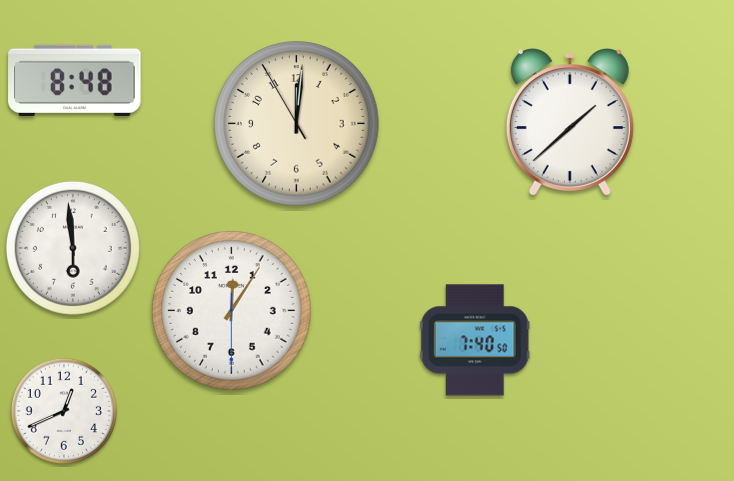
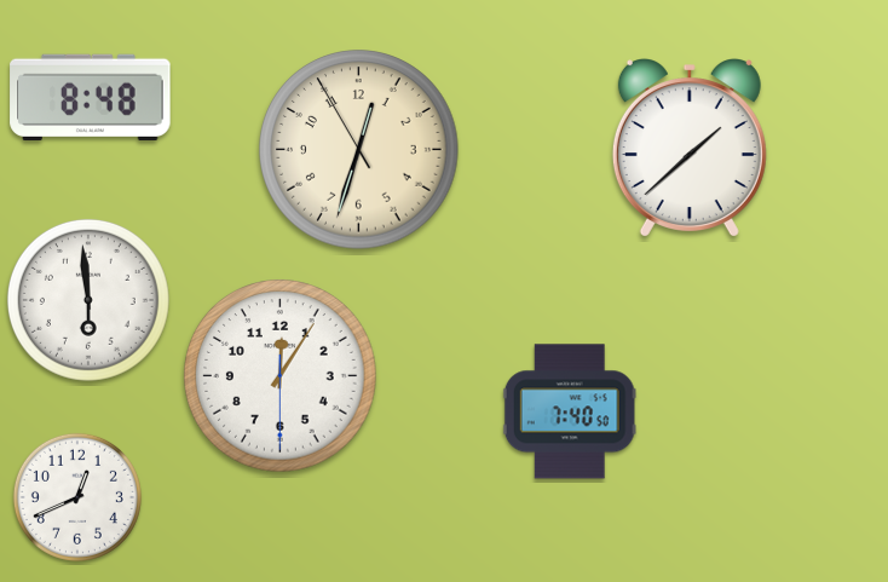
clock at (297, 124): 12:00 -> 12:32
clock at (475, 340) position: (475, 340) -> (570, 411)
